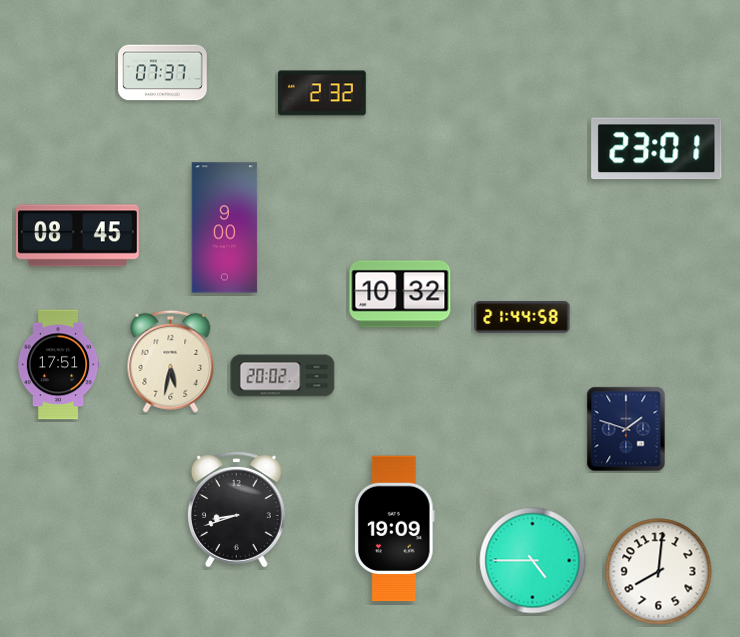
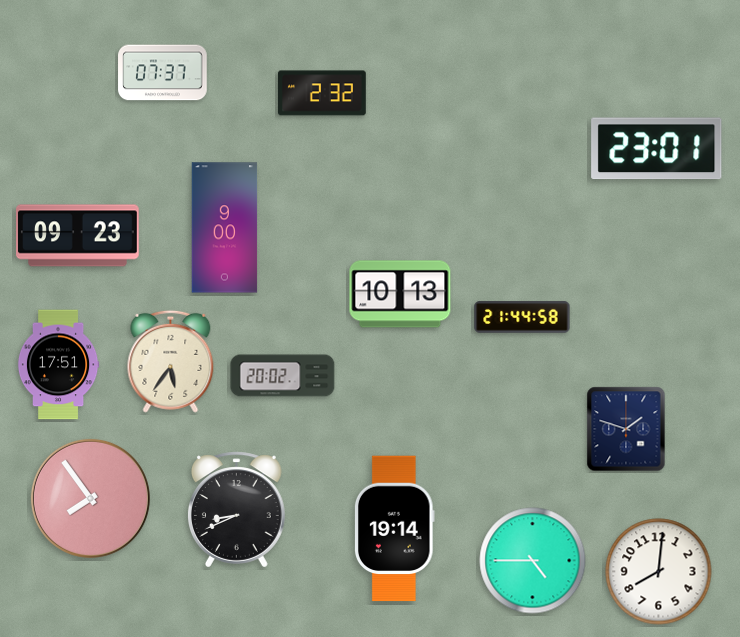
clock at (78, 236): 08:45 -> 09:23
clock at (400, 294): 10:32 -> 10:13
clock at (171, 361): 5:32 -> 5:36
clock at (90, 498): none -> 7:54
clock at (236, 510): 8:42 -> 8:41
clock at (394, 529): 19:09 -> 19:14
